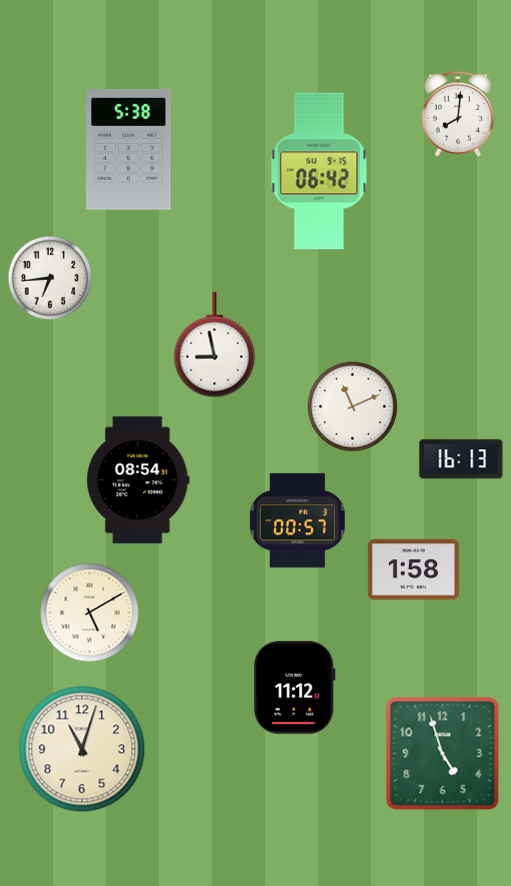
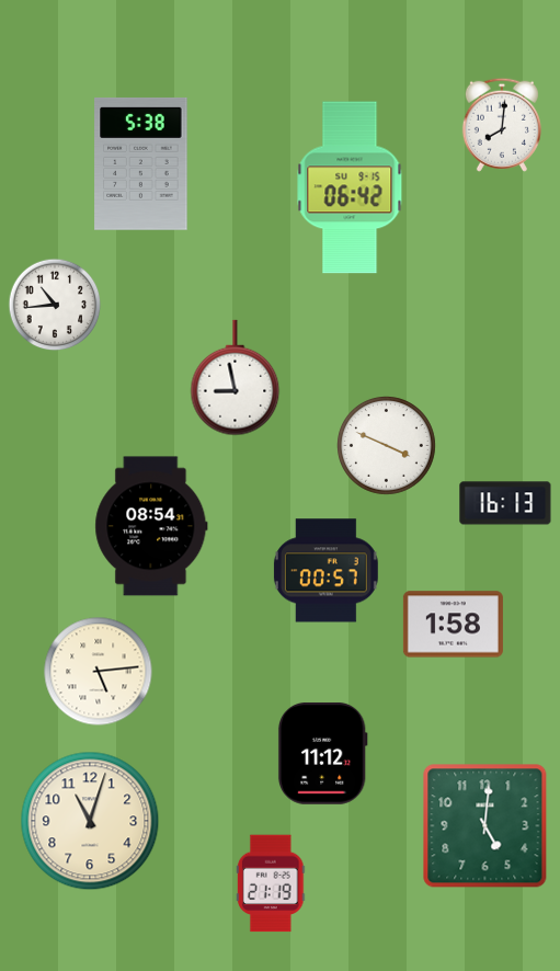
clock at (50, 278): 6:44 -> 10:44
clock at (353, 407): 11:11 -> 3:49
clock at (90, 613): 5:10 -> 5:14
clock at (443, 754): 4:57 -> 5:01
clock at (271, 883): none -> 21:19
